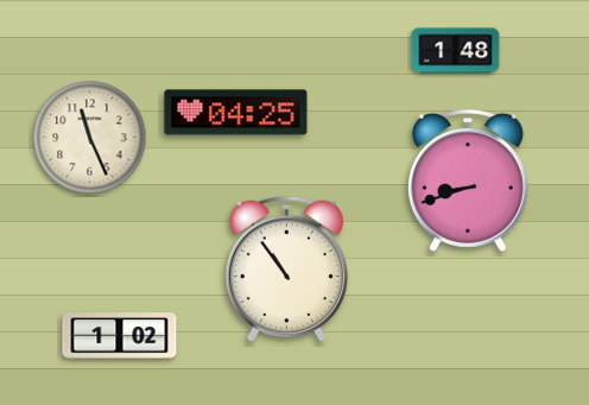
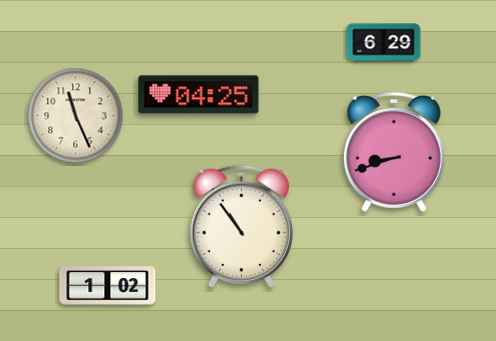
clock at (456, 51): 1:48 -> 6:29
clock at (120, 336) position: (120, 336) -> (108, 286)
